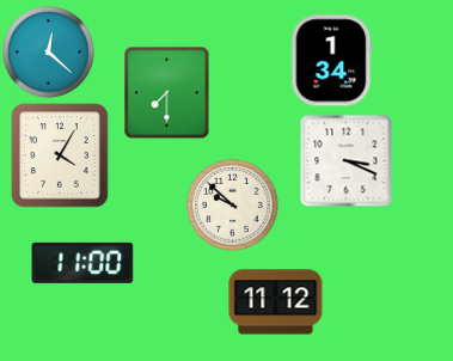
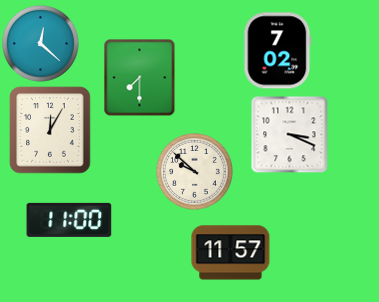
clock at (332, 61): 1:34 -> 7:02
clock at (60, 155): 4:05 -> 12:05
clock at (276, 302): 11:12 -> 11:57
